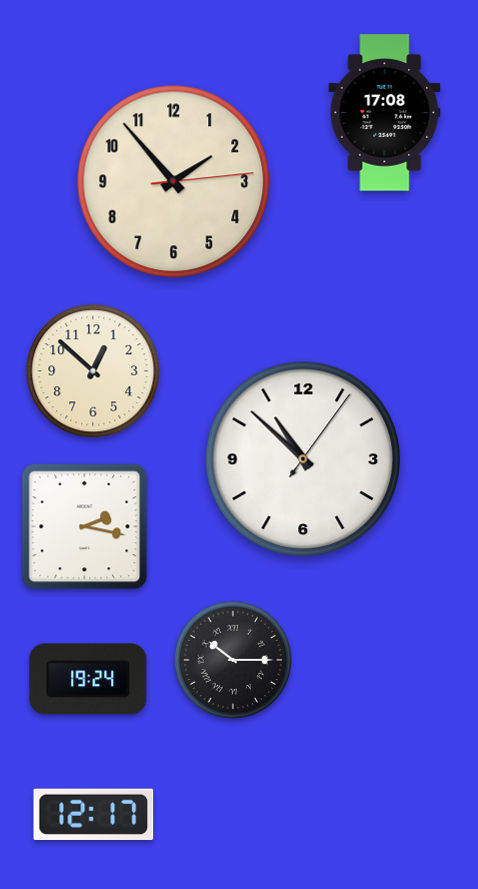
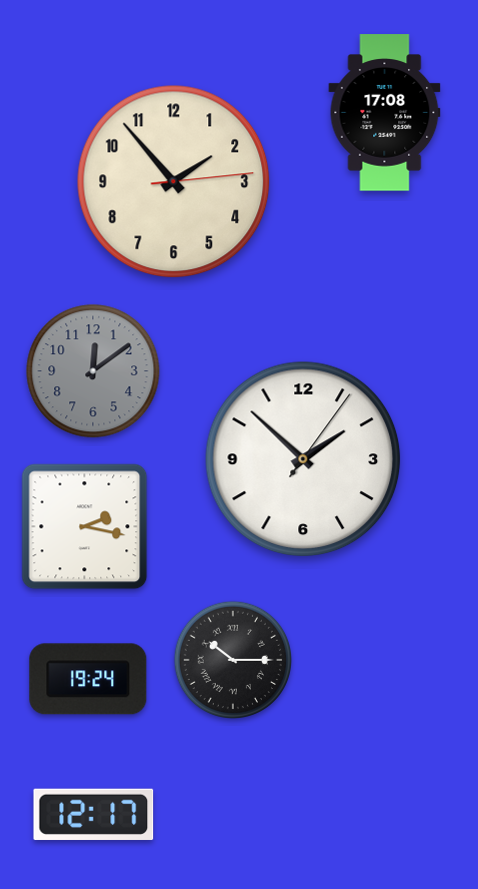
clock at (93, 371): 12:52 -> 12:09
clock at (93, 371) dial: cream -> grey
clock at (303, 459): 10:52 -> 1:52
